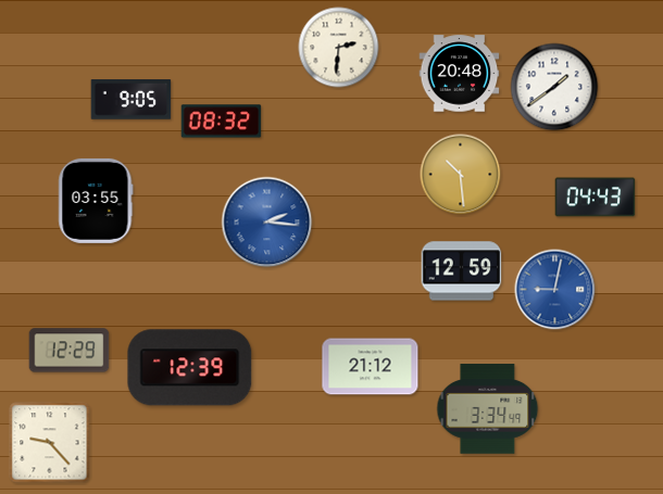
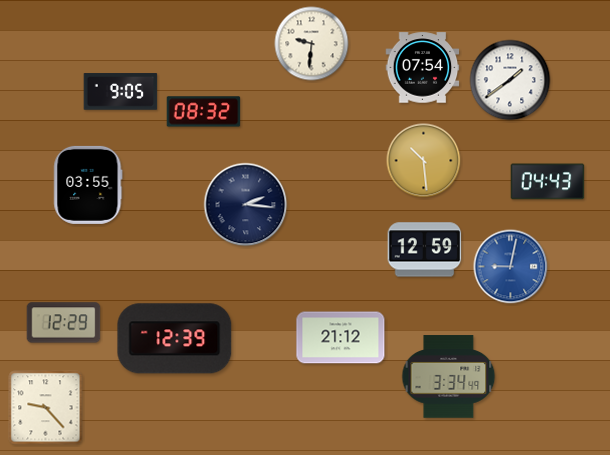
clock at (339, 48): 2:31 -> 9:31
clock at (460, 74): 20:48 -> 07:54
clock at (267, 223) dial: blue -> navy
